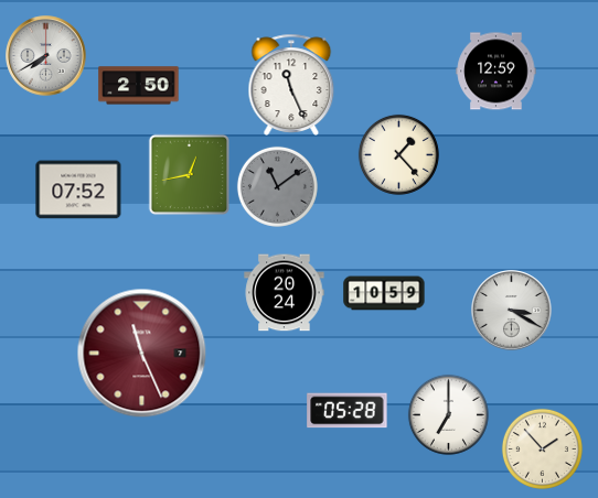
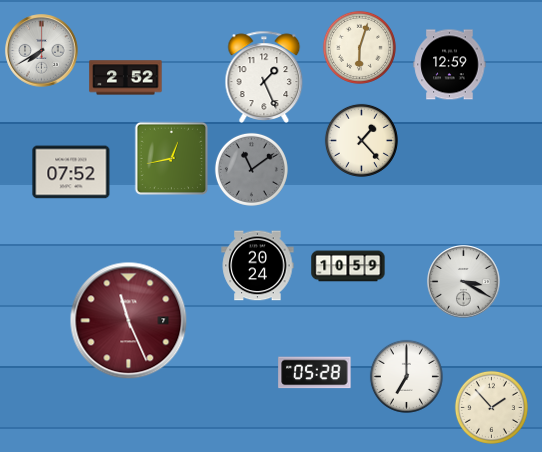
clock at (359, 47): none -> 6:03
clock at (291, 85): 11:26 -> 1:26
clock at (139, 86): 2:50 -> 2:52
